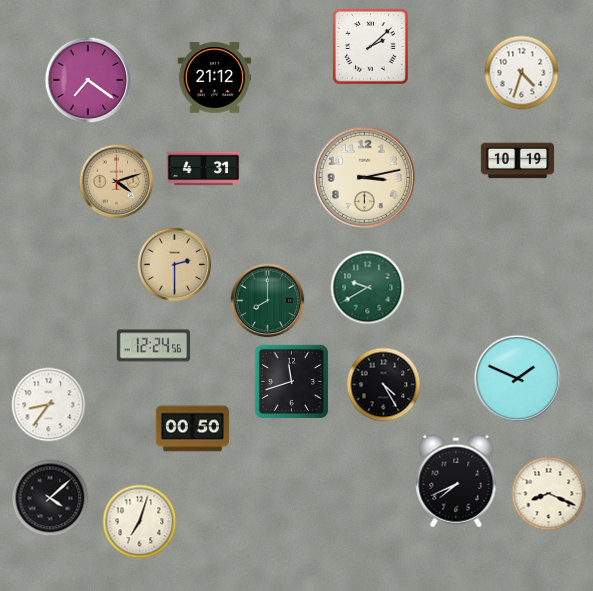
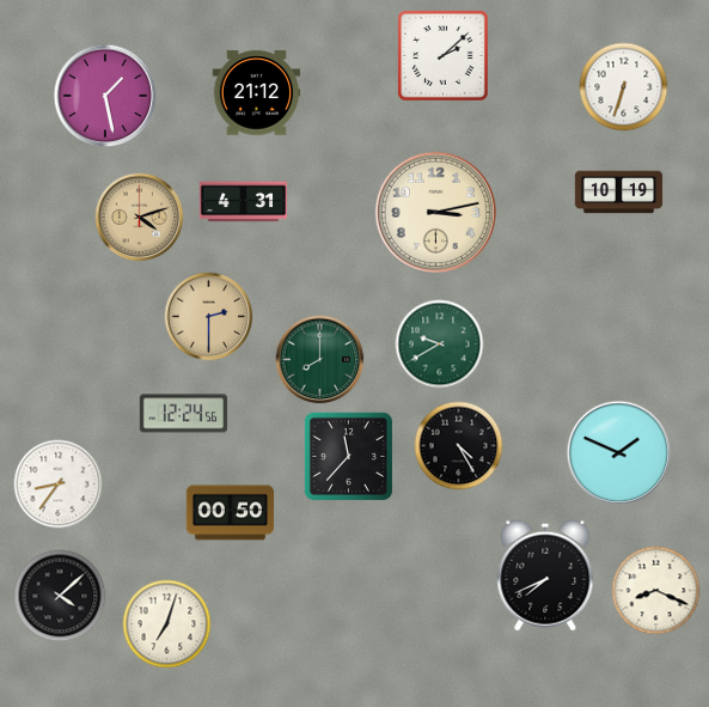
clock at (522, 73): 4:33 -> 6:33
clock at (88, 80): 7:21 -> 1:28
clock at (291, 381): 11:42 -> 11:37
clock at (384, 385) position: (384, 385) -> (459, 446)
